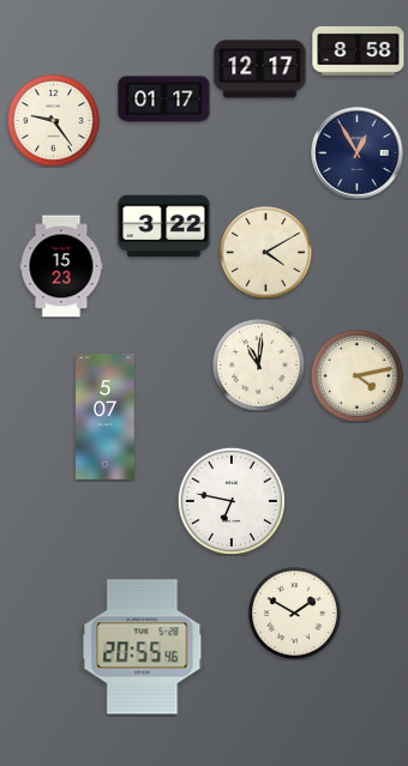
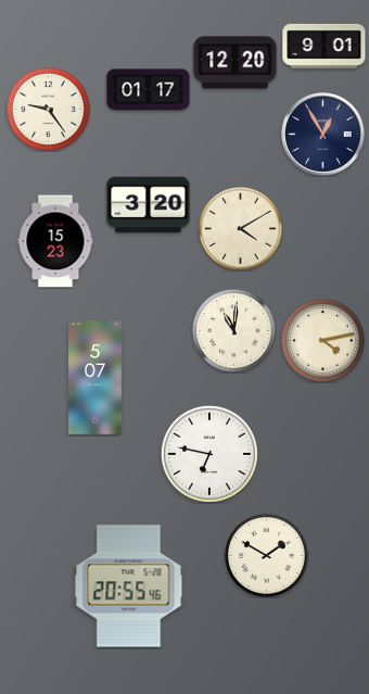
clock at (359, 50): 8:58 -> 9:01
clock at (260, 70): 12:17 -> 12:20
clock at (358, 153) position: (358, 153) -> (323, 135)
clock at (164, 227): 3:22 -> 3:20
